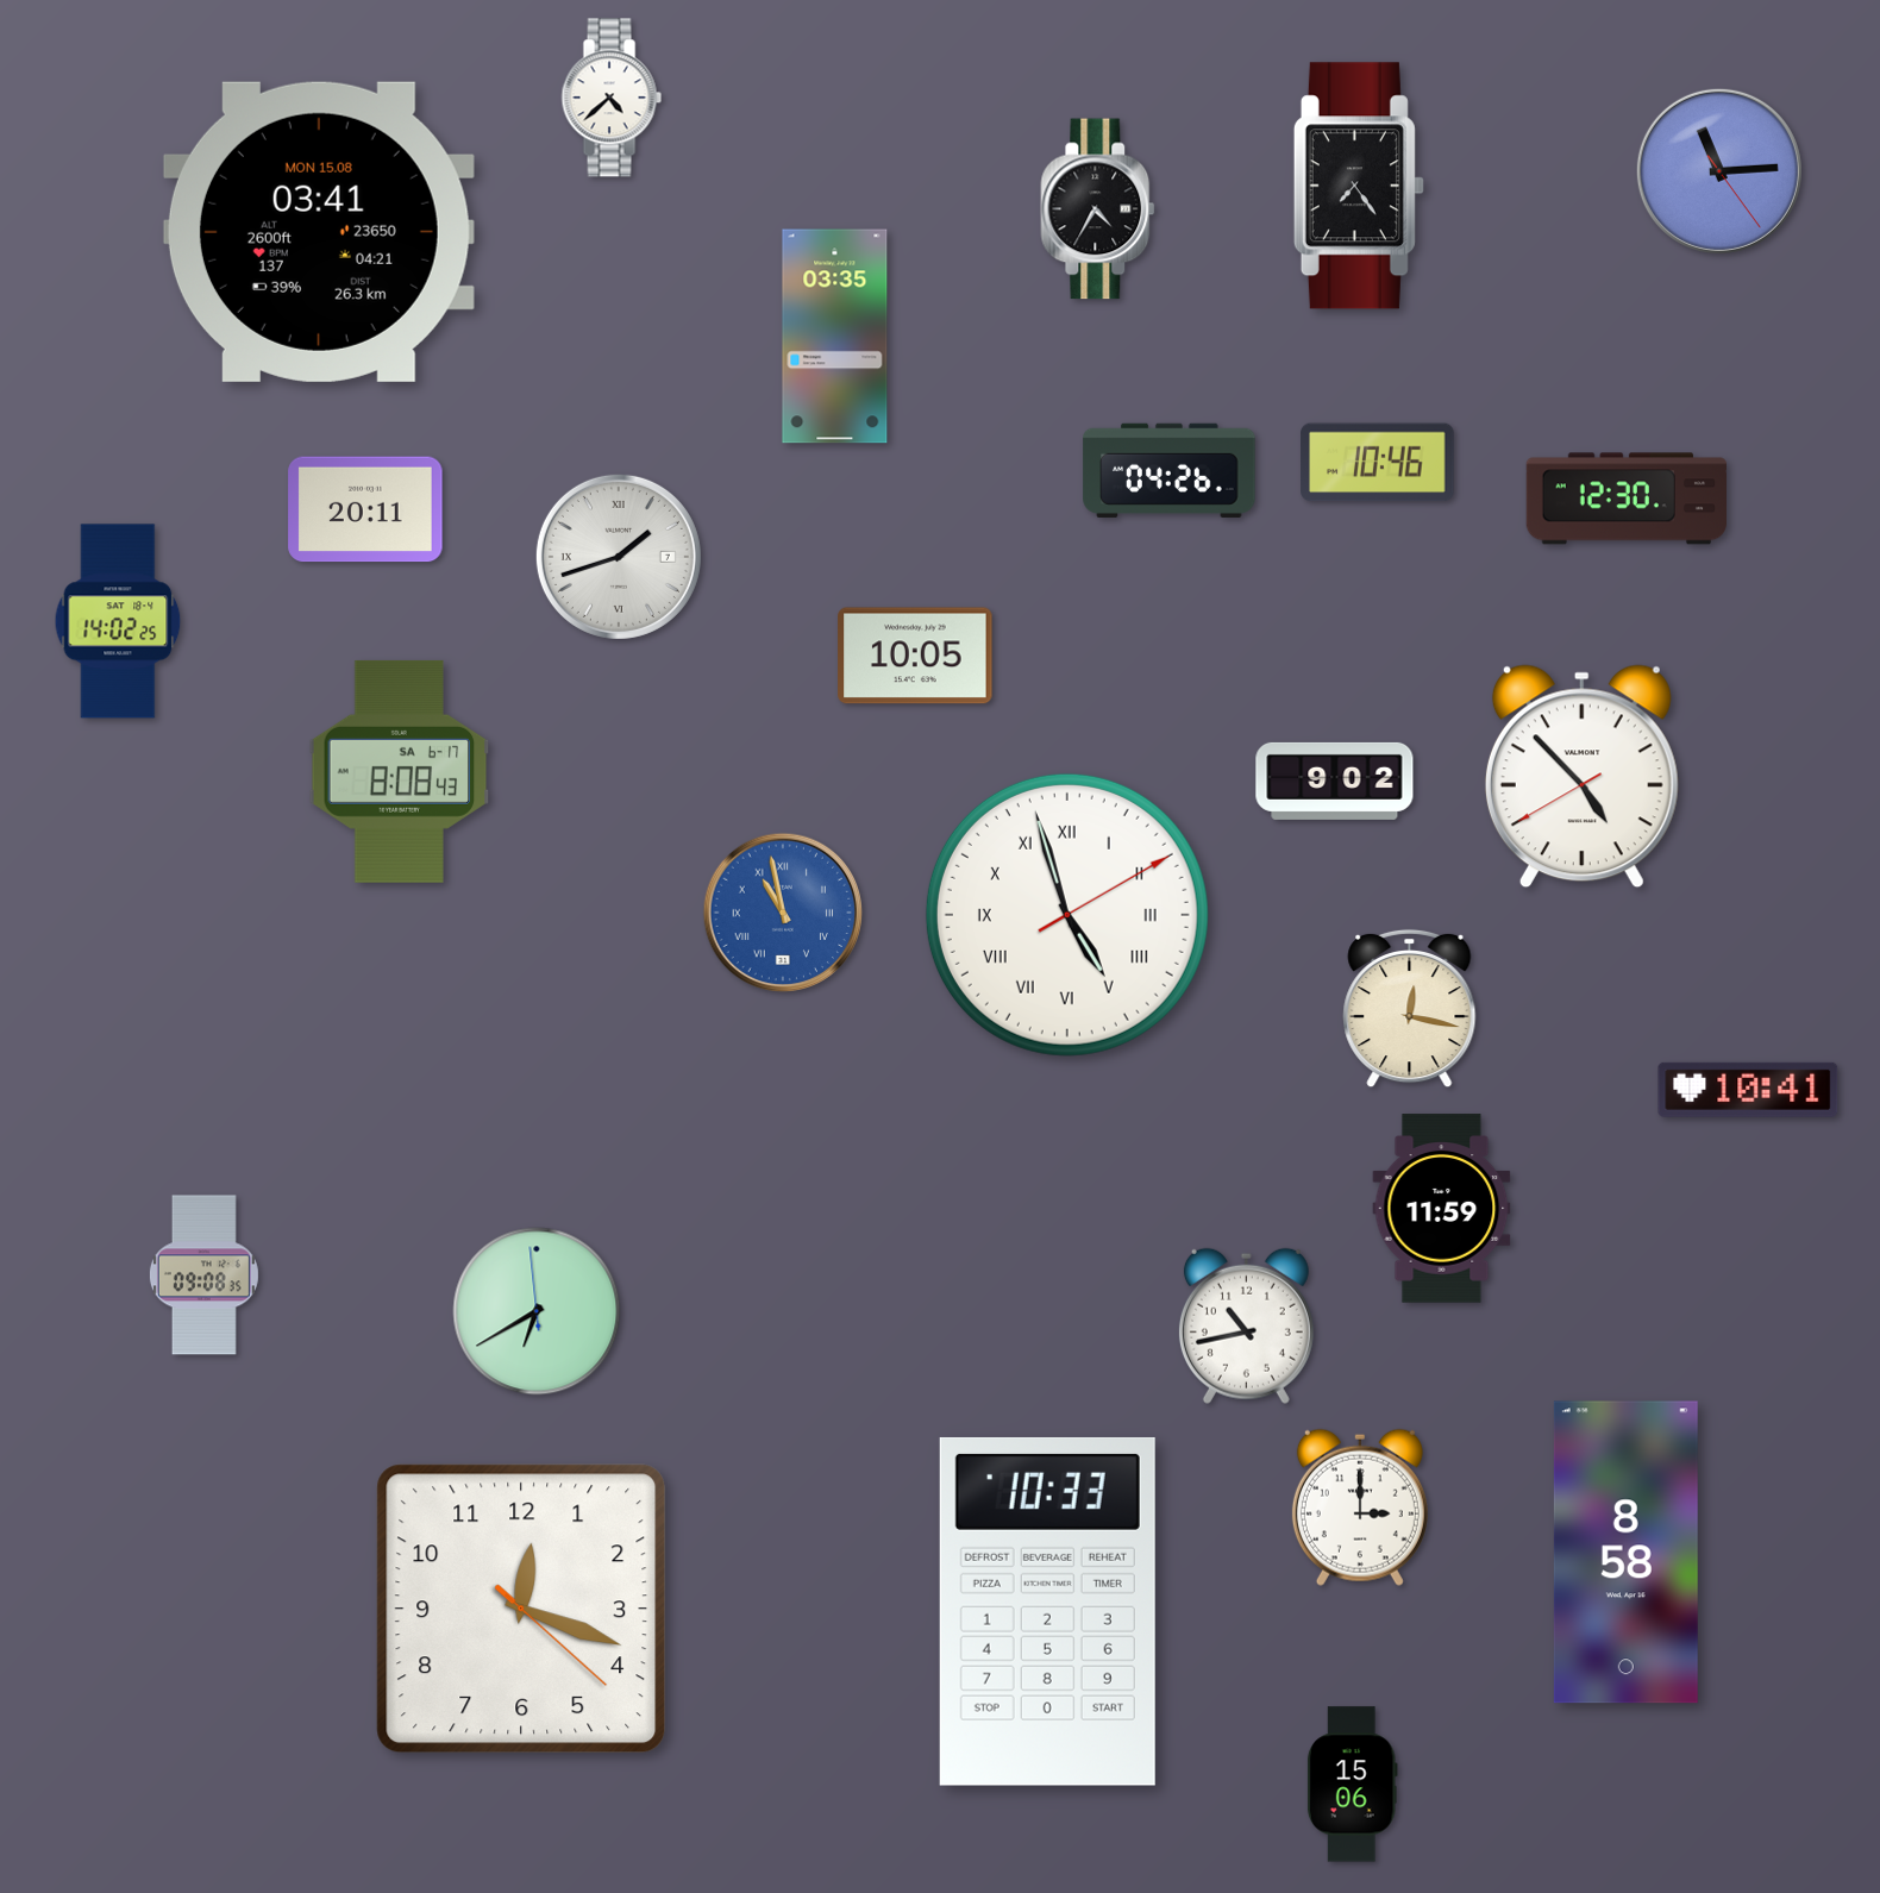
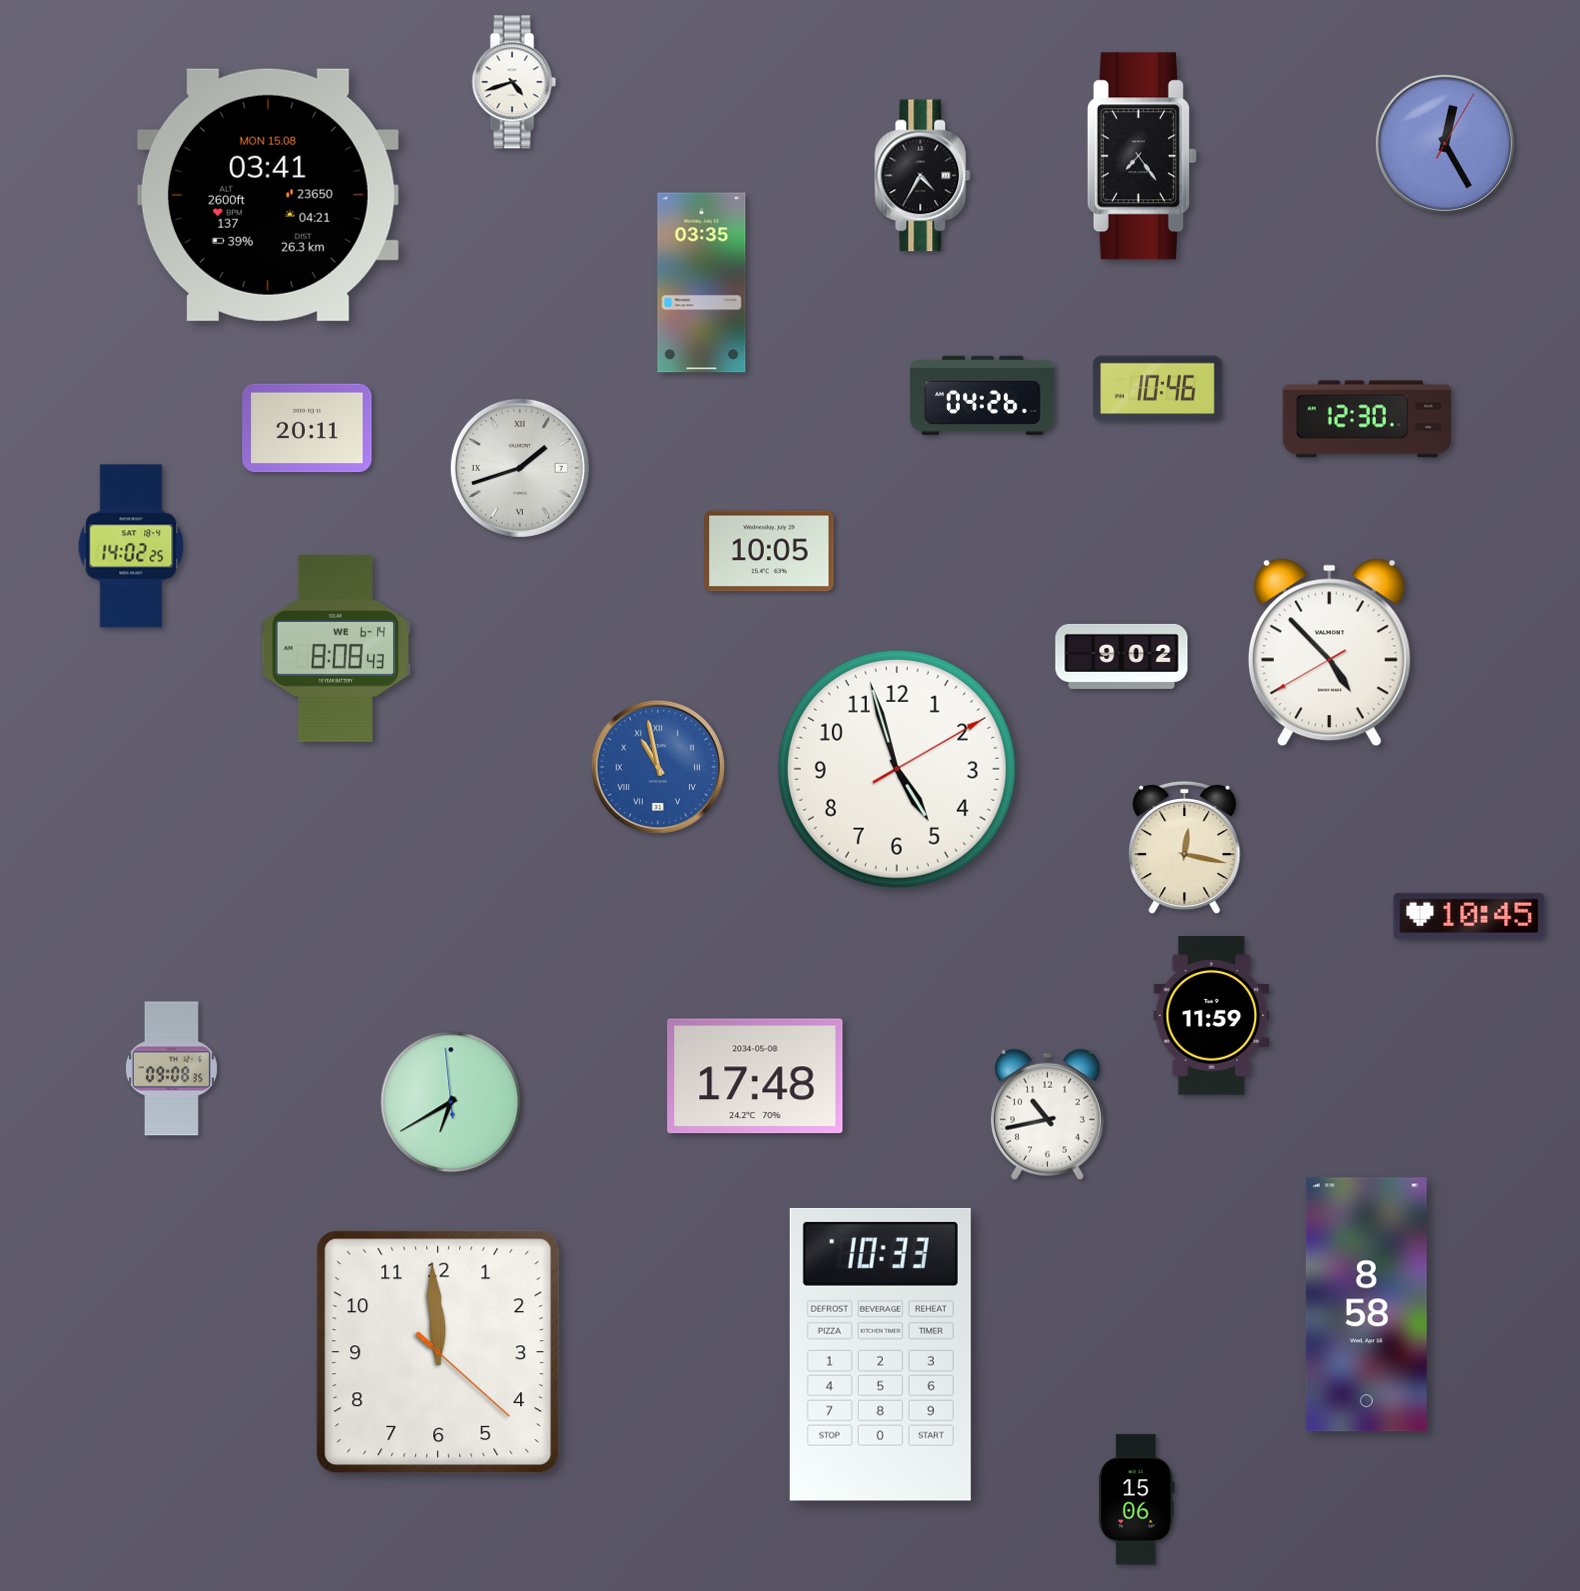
clock at (612, 98): 4:38 -> 4:42
clock at (1719, 171): 11:14 -> 12:25
clock at (118, 621) position: (118, 621) -> (131, 546)
clock at (400, 771) date: SA 6-17 -> WE 6-14
clock at (1067, 915) numerals: Roman -> Arabic
clock at (1748, 1090): 10:41 -> 10:45
clock at (203, 1275) position: (203, 1275) -> (171, 1069)
clock at (755, 1076): none -> 17:48
clock at (1360, 1507): 3:00 -> none
clock at (521, 1609): 12:18 -> 11:59
